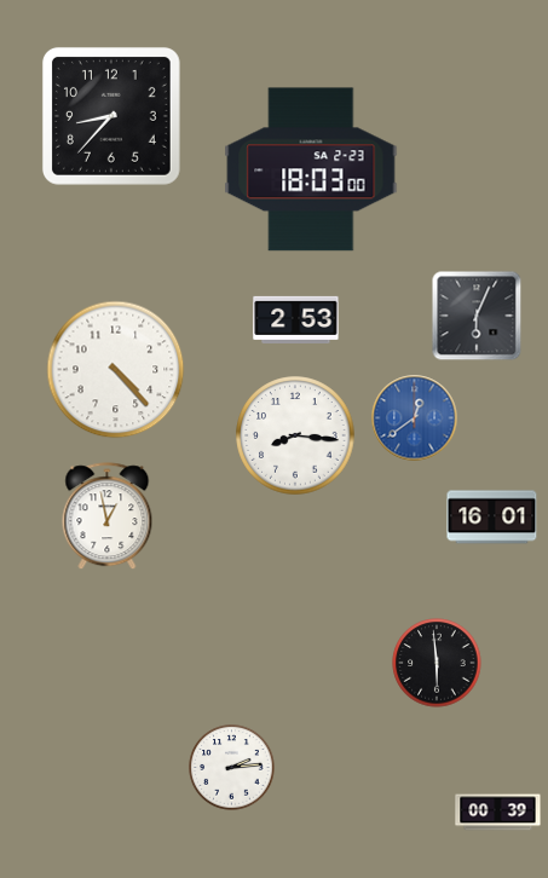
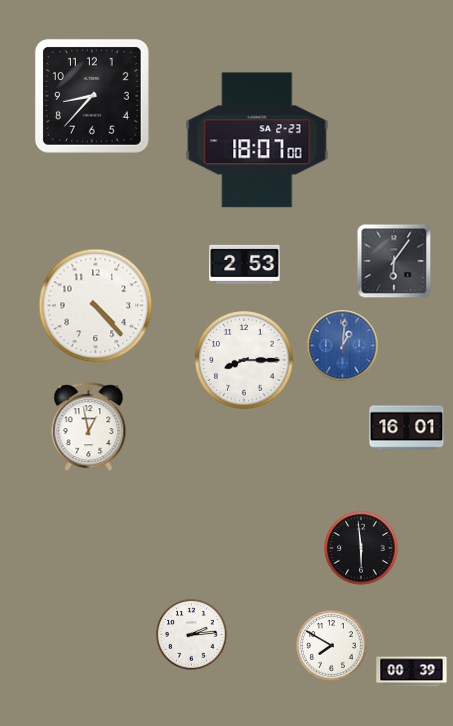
clock at (311, 169): 18:03 -> 18:07
clock at (477, 316): 6:04 -> 6:06
clock at (415, 418): 12:39 -> 1:01
clock at (295, 435): 8:16 -> 8:15
clock at (332, 646): none -> 7:50
